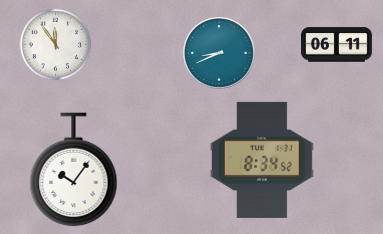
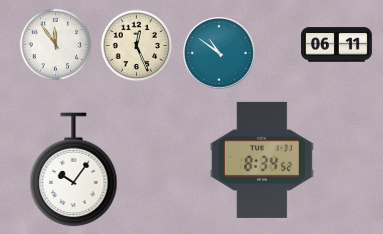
clock at (137, 46): none -> 12:26
clock at (220, 54): 8:41 -> 10:51
